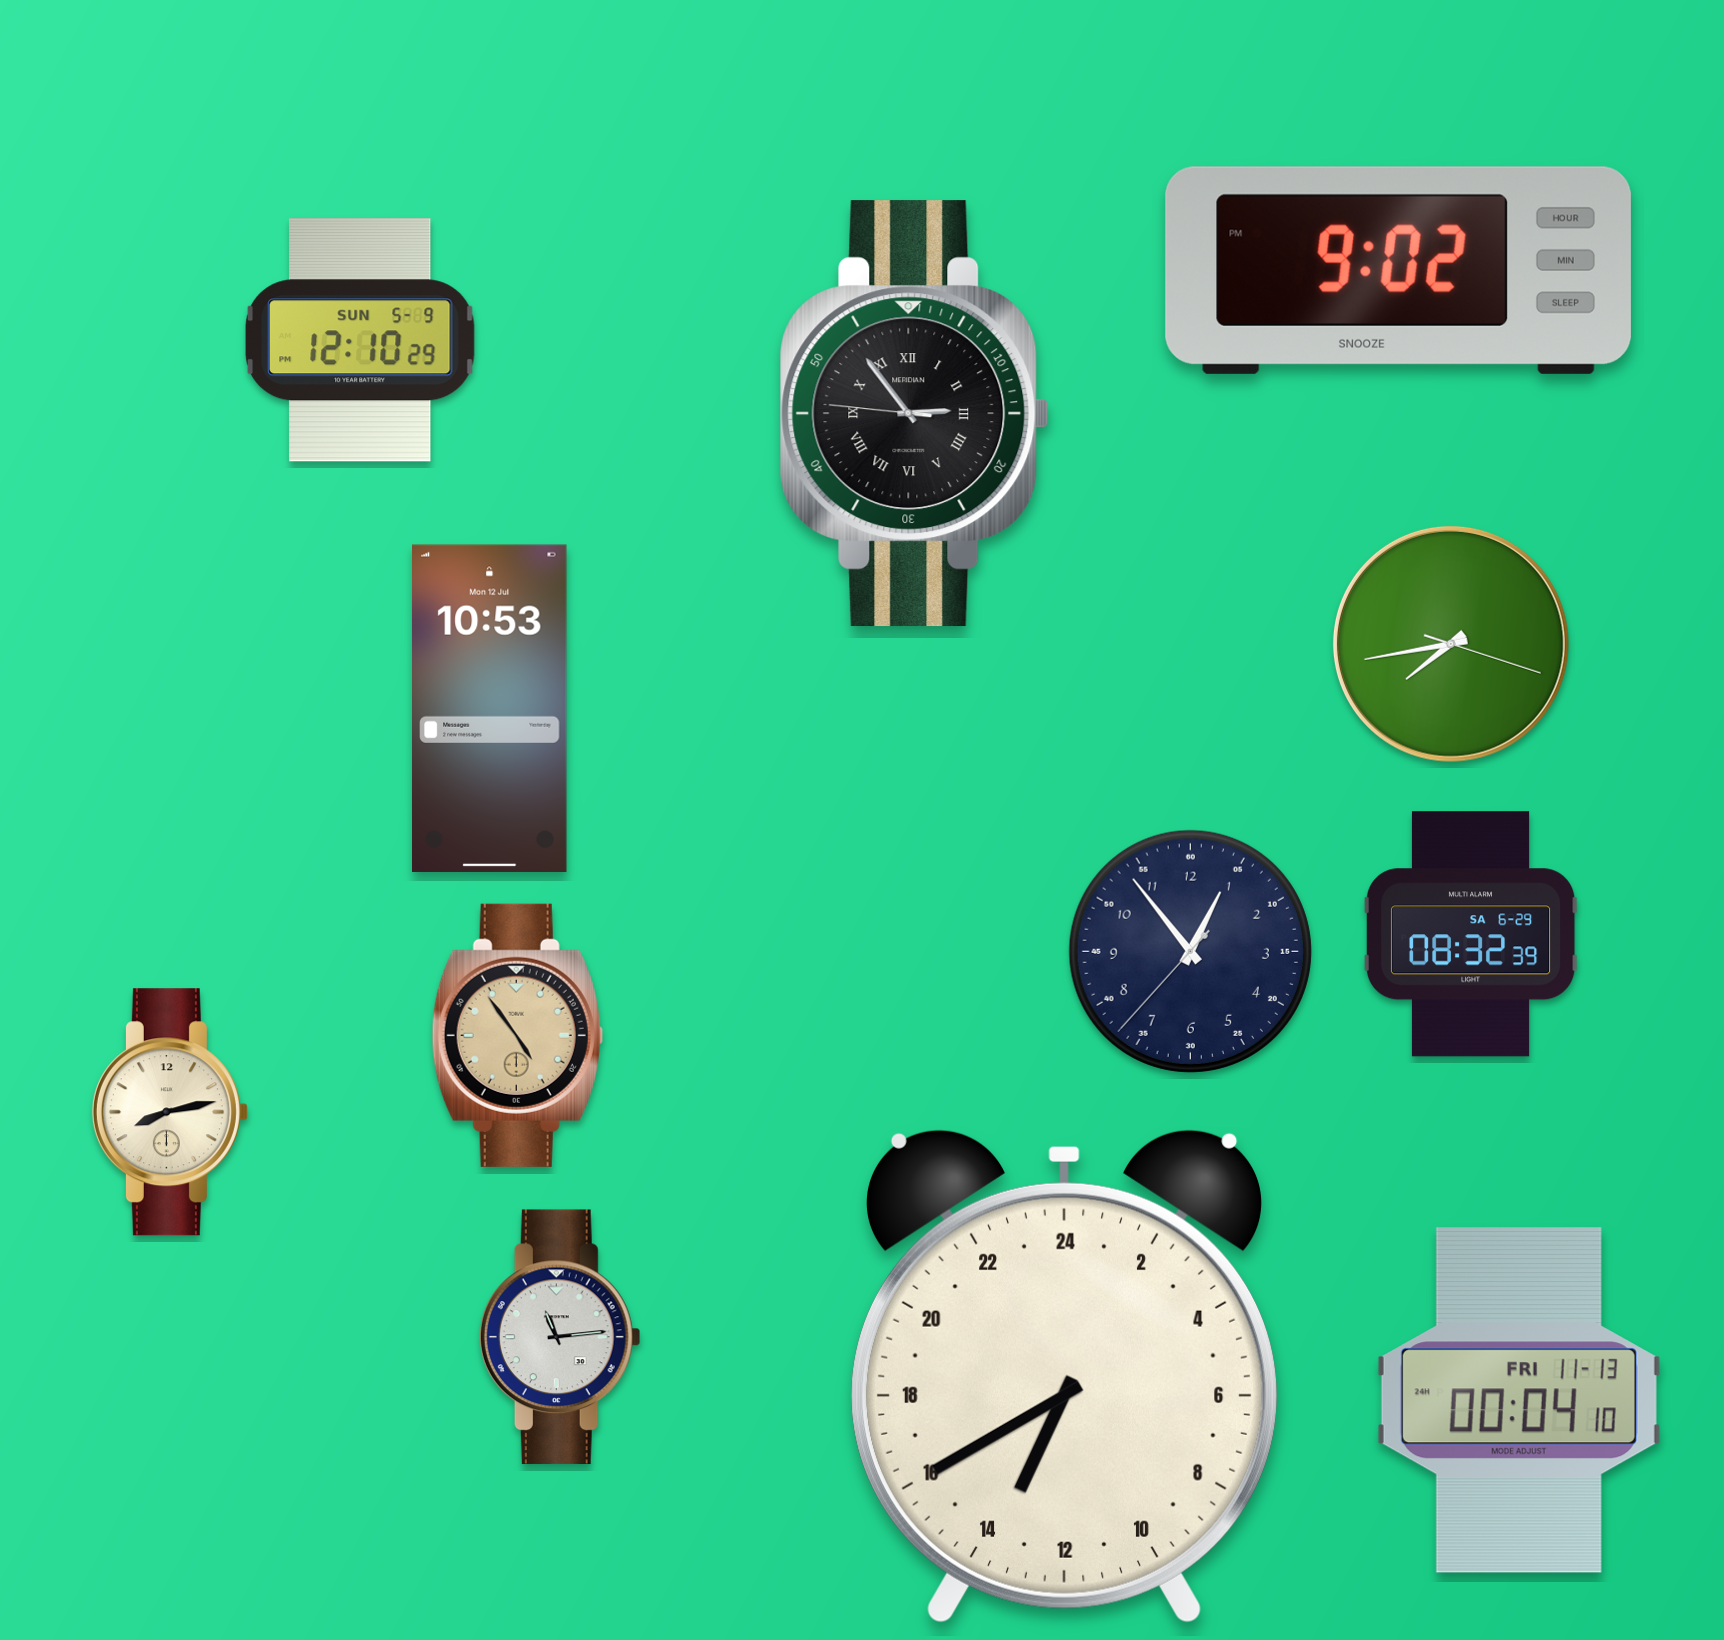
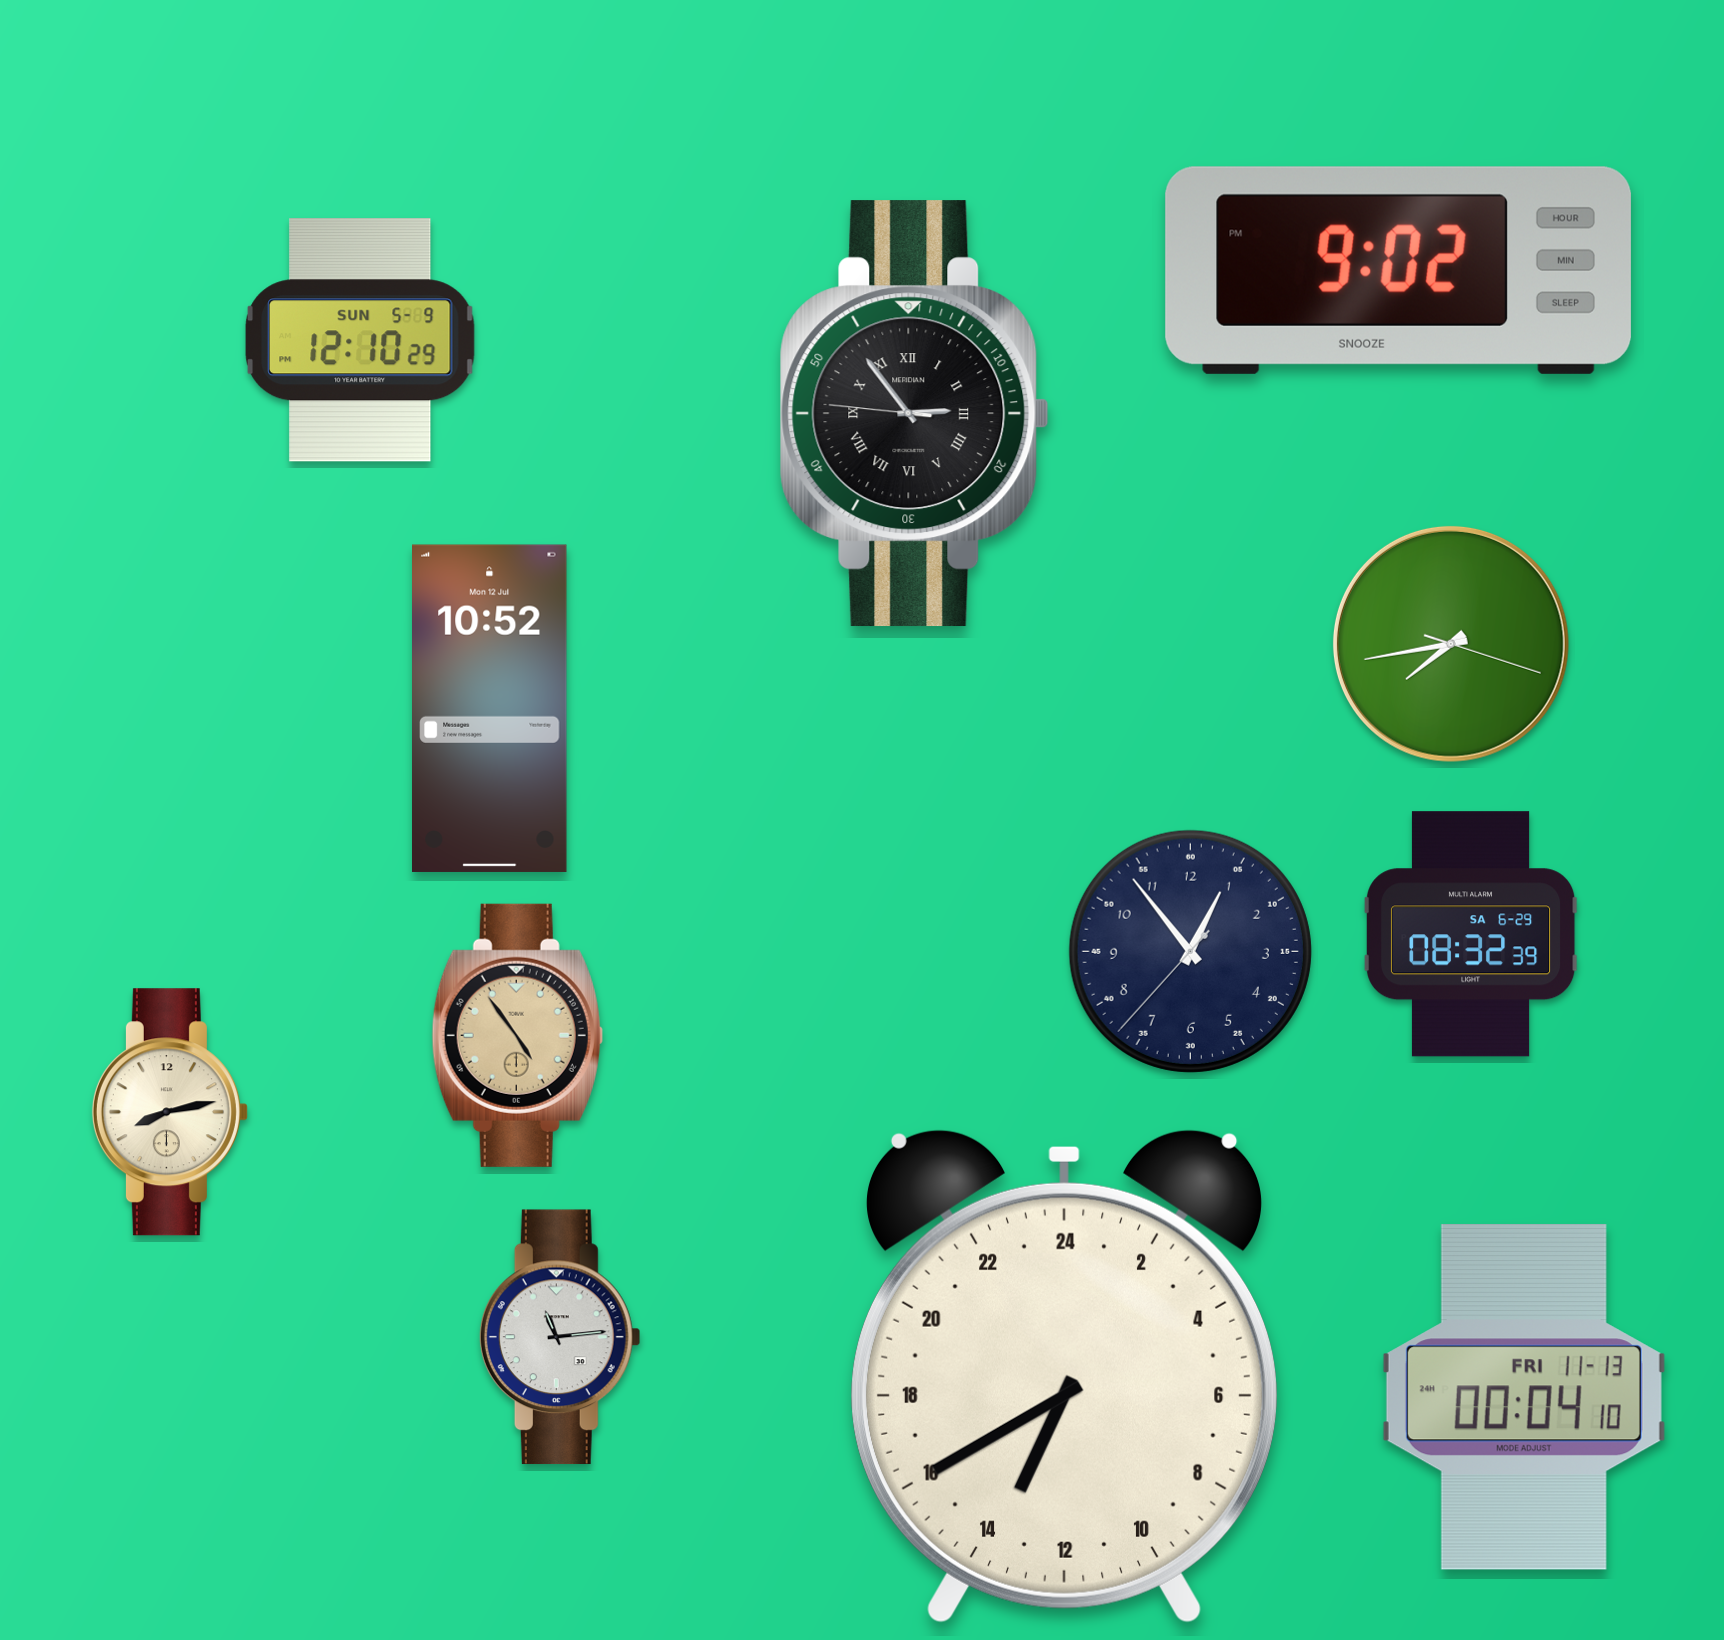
clock at (490, 708): 10:53 -> 10:52
clock at (1519, 1400) position: (1519, 1400) -> (1524, 1397)
